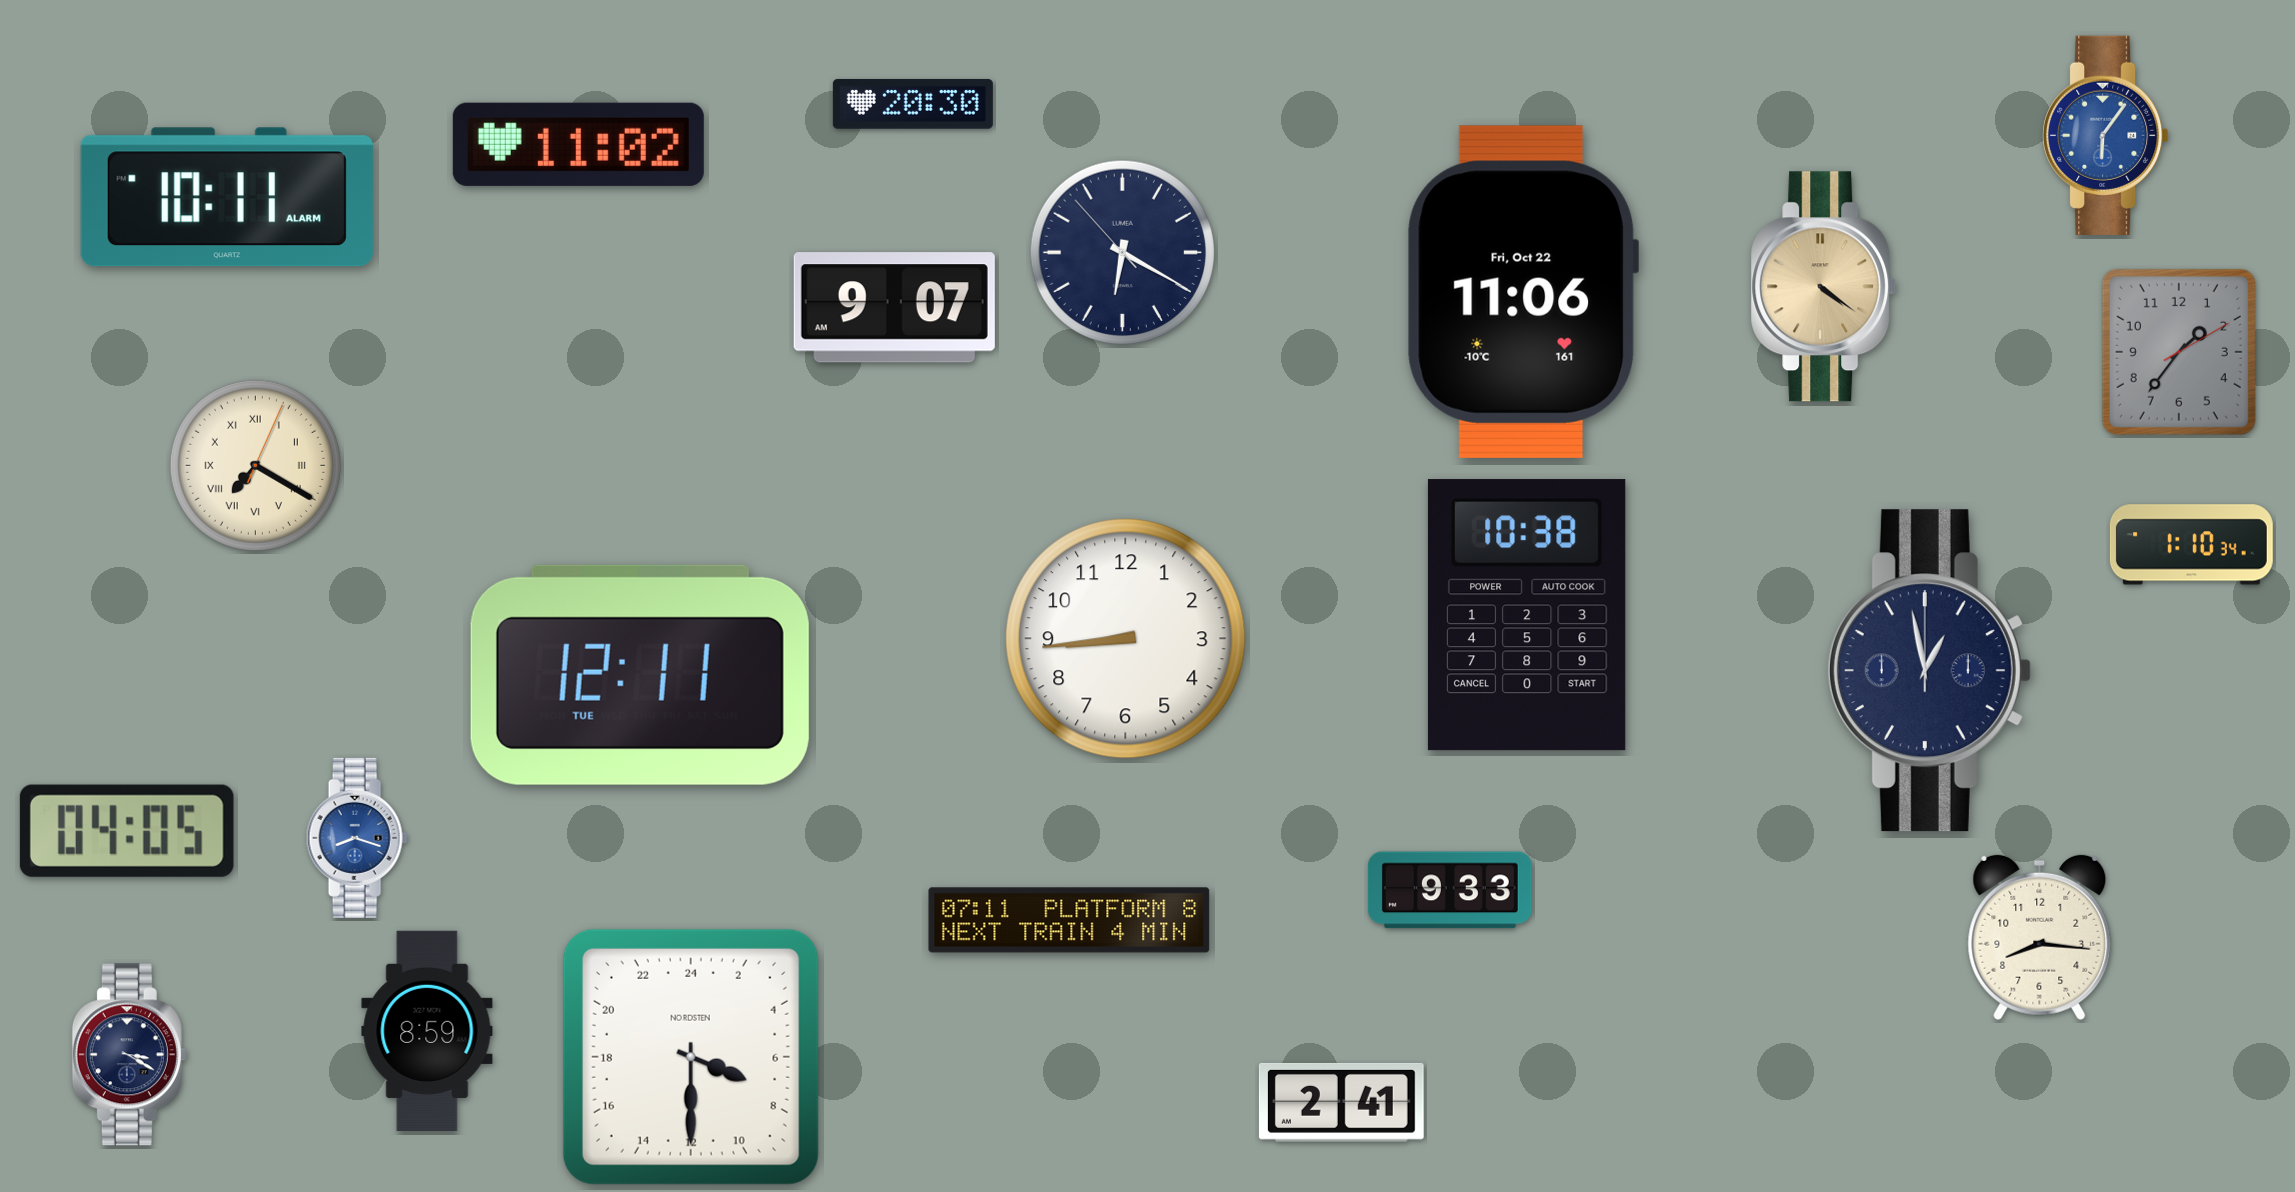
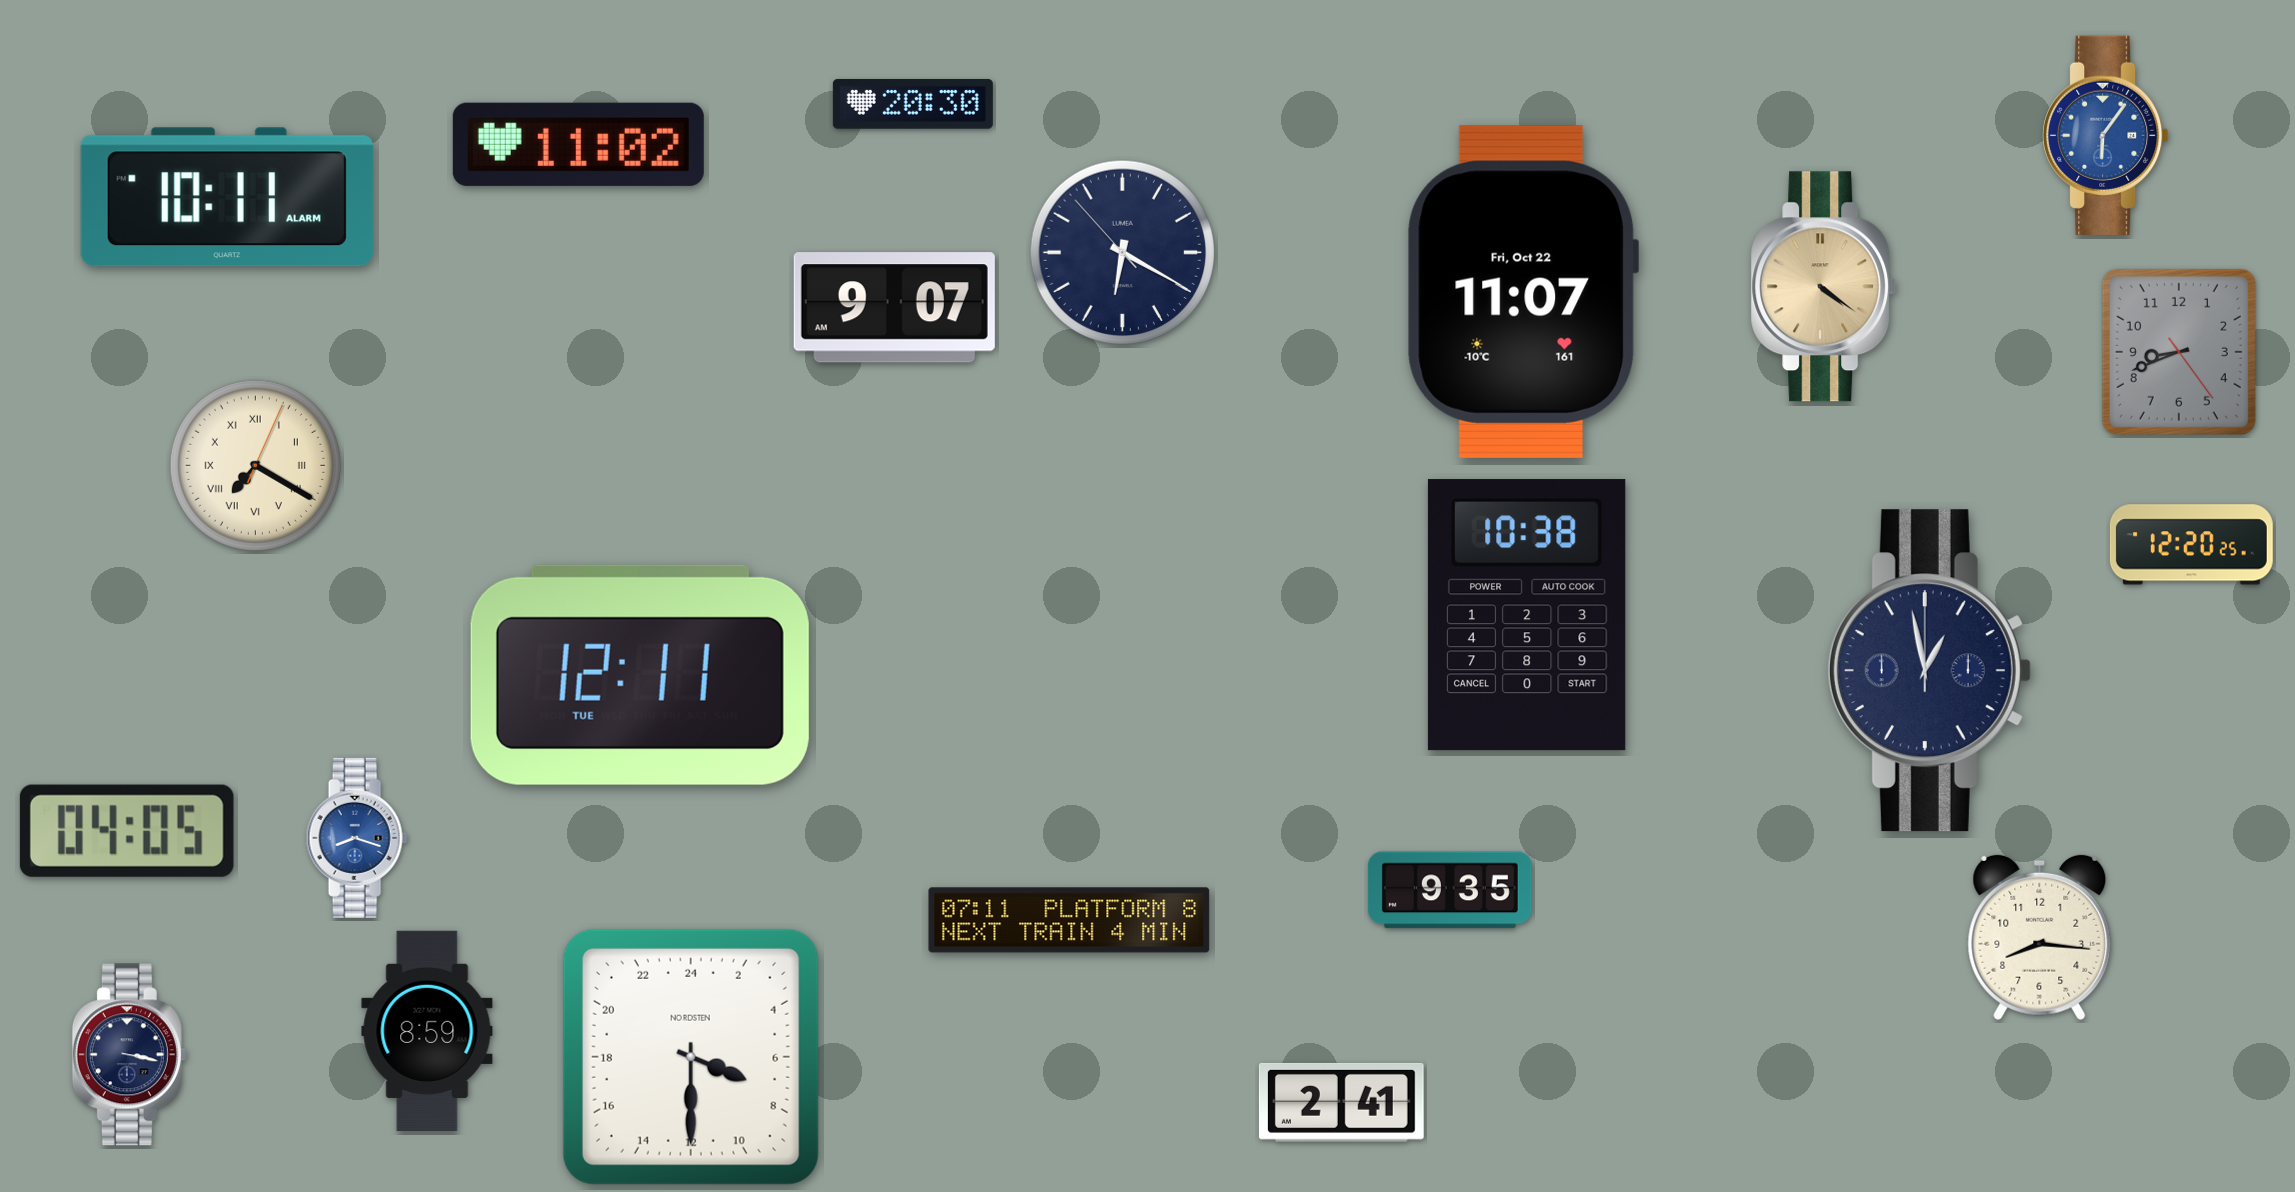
clock at (1523, 292): 11:06 -> 11:07
clock at (2179, 352): 1:36 -> 8:41
clock at (2191, 545): 1:10 -> 12:20
clock at (1126, 639): 8:44 -> none
clock at (1450, 890): 9:33 -> 9:35
clock at (129, 1055): 3:20 -> 3:17
